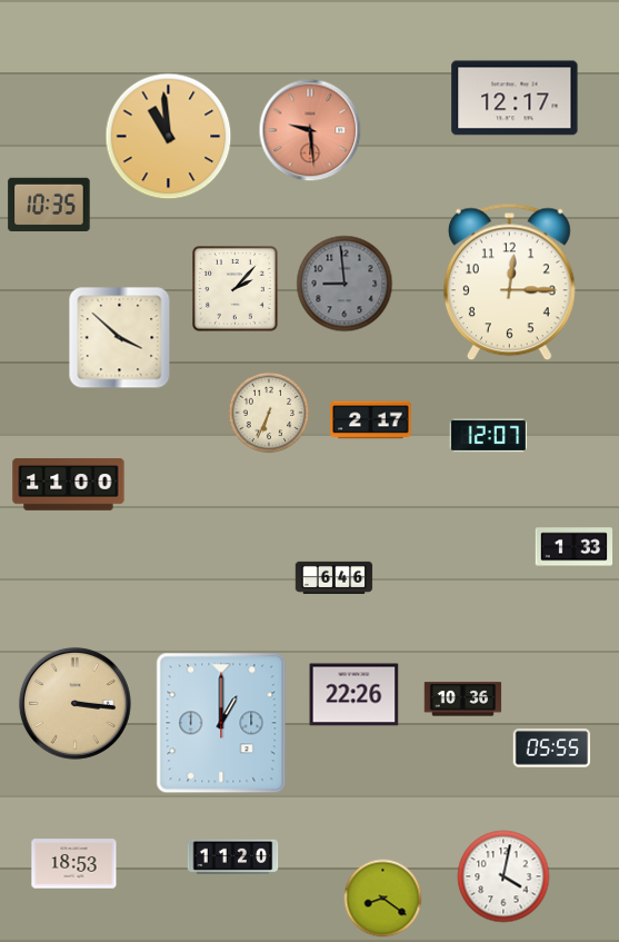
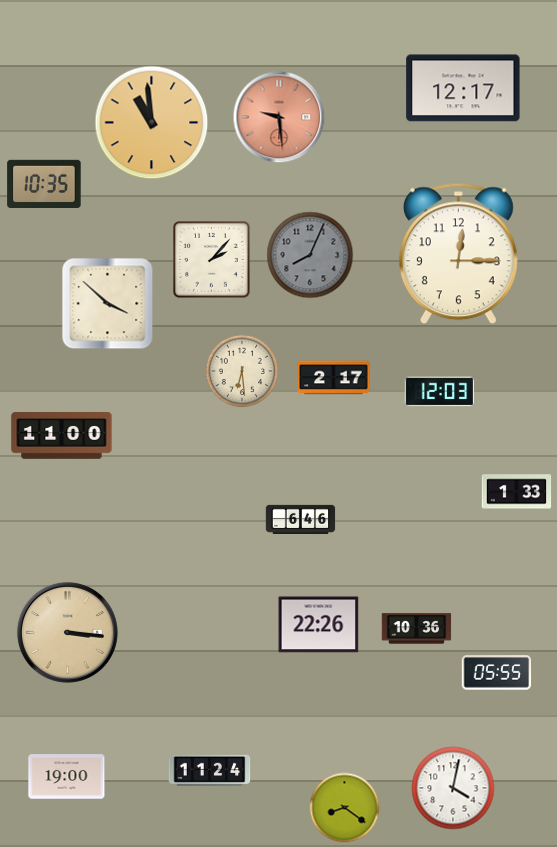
clock at (345, 284): 8:59 -> 8:04
clock at (269, 413): 6:34 -> 6:29
clock at (489, 436): 12:07 -> 12:03
clock at (221, 723): 1:00 -> none
clock at (233, 856): 11:20 -> 11:24
clock at (74, 864): 18:53 -> 19:00
